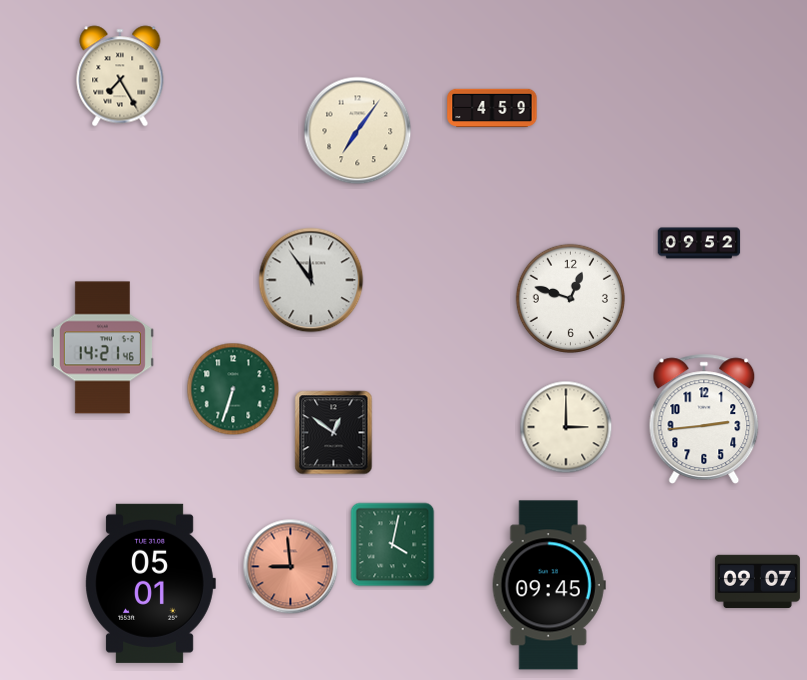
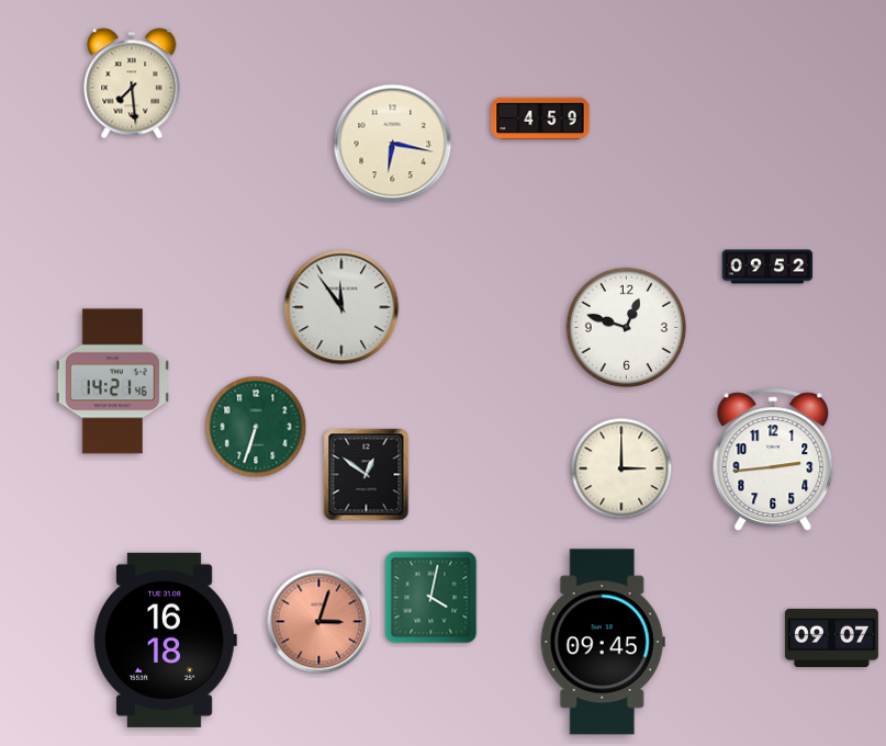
clock at (120, 76): 7:25 -> 7:29
clock at (358, 131): 7:06 -> 6:17
clock at (291, 567): 8:59 -> 3:03
clock at (150, 583): 05:01 -> 16:18
